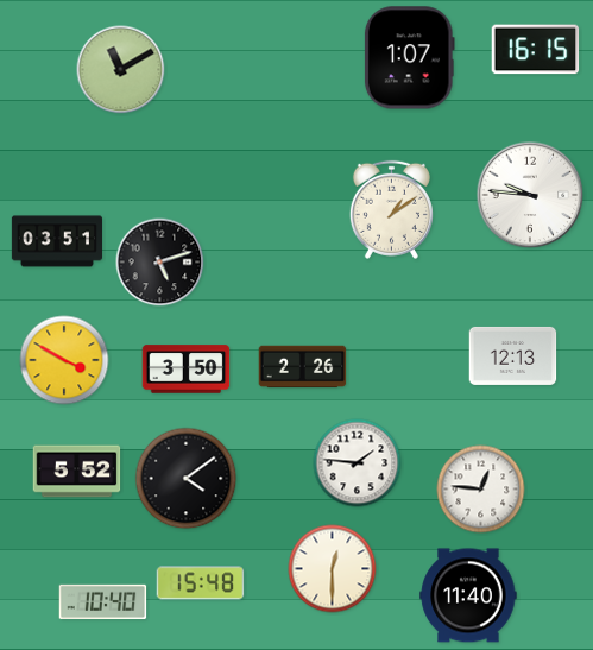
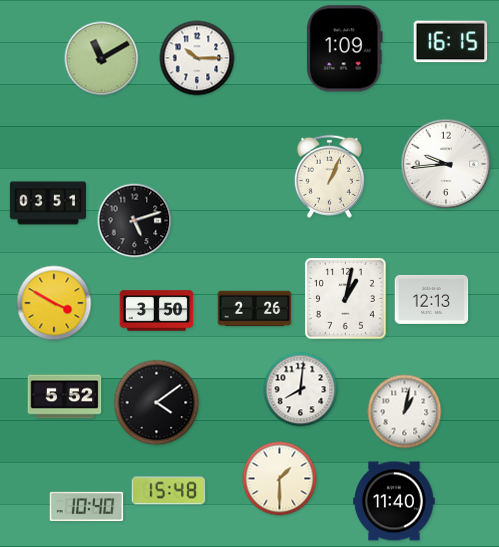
clock at (409, 58): 1:07 -> 1:09
clock at (197, 58): none -> 10:15
clock at (530, 195): 9:46 -> 9:44
clock at (391, 209): 1:09 -> 1:04
clock at (346, 299): none -> 1:02
clock at (358, 463): 1:46 -> 8:01
clock at (481, 490): 12:46 -> 1:02
clock at (333, 569): 12:30 -> 1:30
